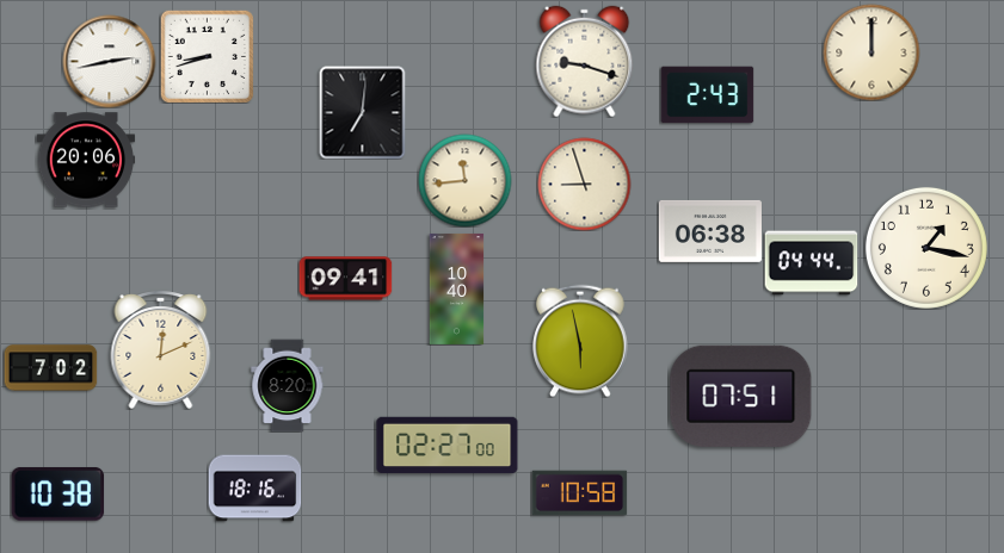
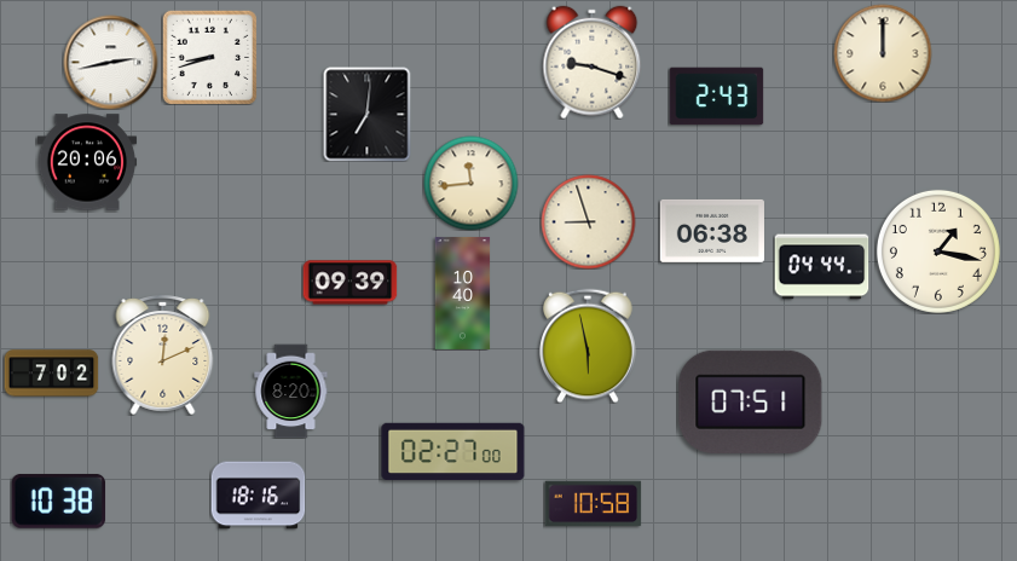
clock at (584, 184) position: (584, 184) -> (588, 221)
clock at (710, 231) position: (710, 231) -> (712, 231)
clock at (345, 279): 09:41 -> 09:39
clock at (579, 493) position: (579, 493) -> (593, 504)
